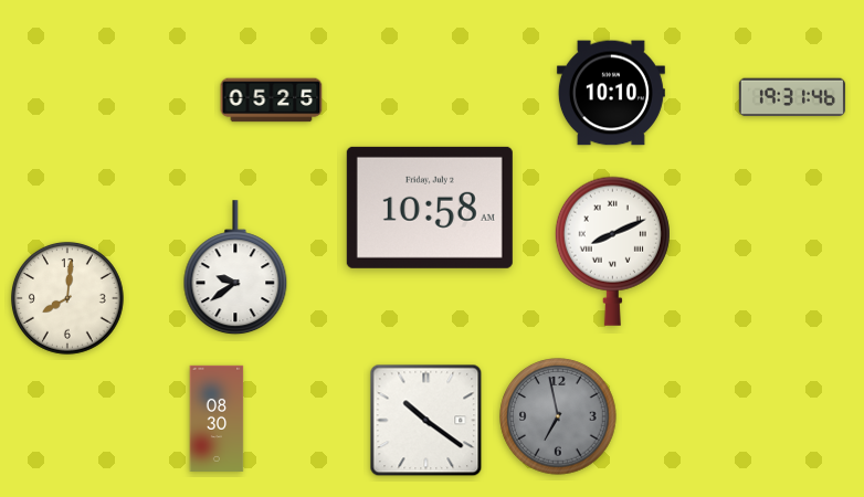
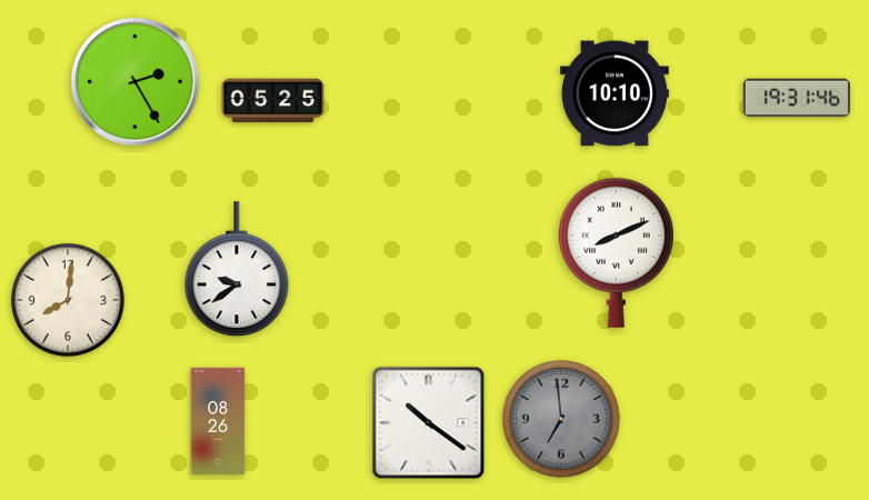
clock at (136, 82): none -> 2:25
clock at (430, 208): 10:58 -> none
clock at (558, 416): 6:58 -> 6:59
clock at (217, 419): 08:30 -> 08:26
